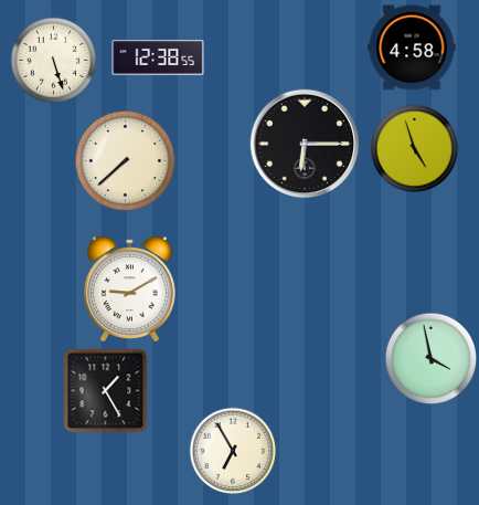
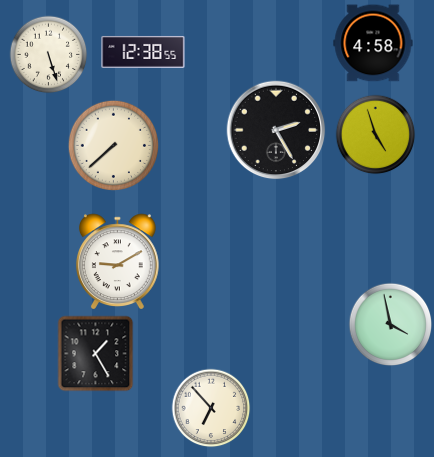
clock at (305, 144): 6:15 -> 2:25
clock at (233, 451): 6:55 -> 6:53
